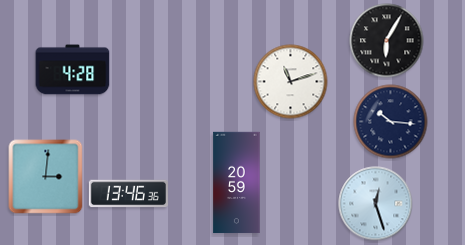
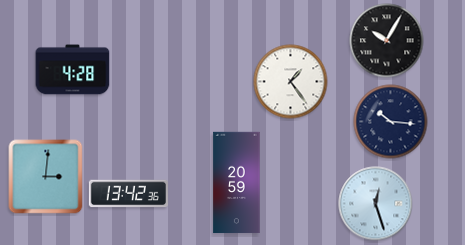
clock at (387, 41): 6:05 -> 10:05
clock at (291, 82): 11:12 -> 1:24
clock at (128, 194): 13:46 -> 13:42
